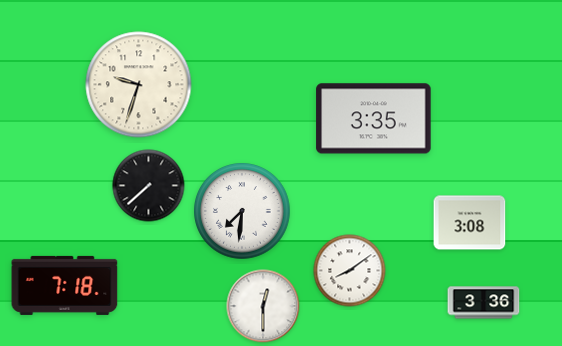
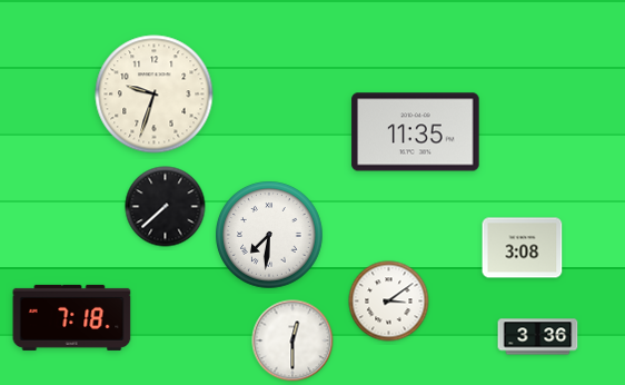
clock at (374, 119): 3:35 -> 11:35
clock at (350, 271): 8:09 -> 3:09
